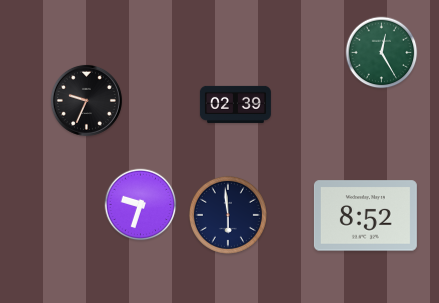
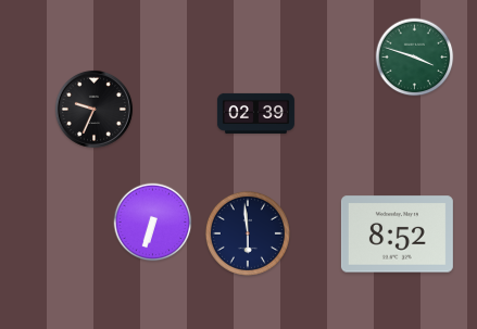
clock at (382, 53): 12:25 -> 3:48
clock at (141, 205): 9:33 -> 6:33
